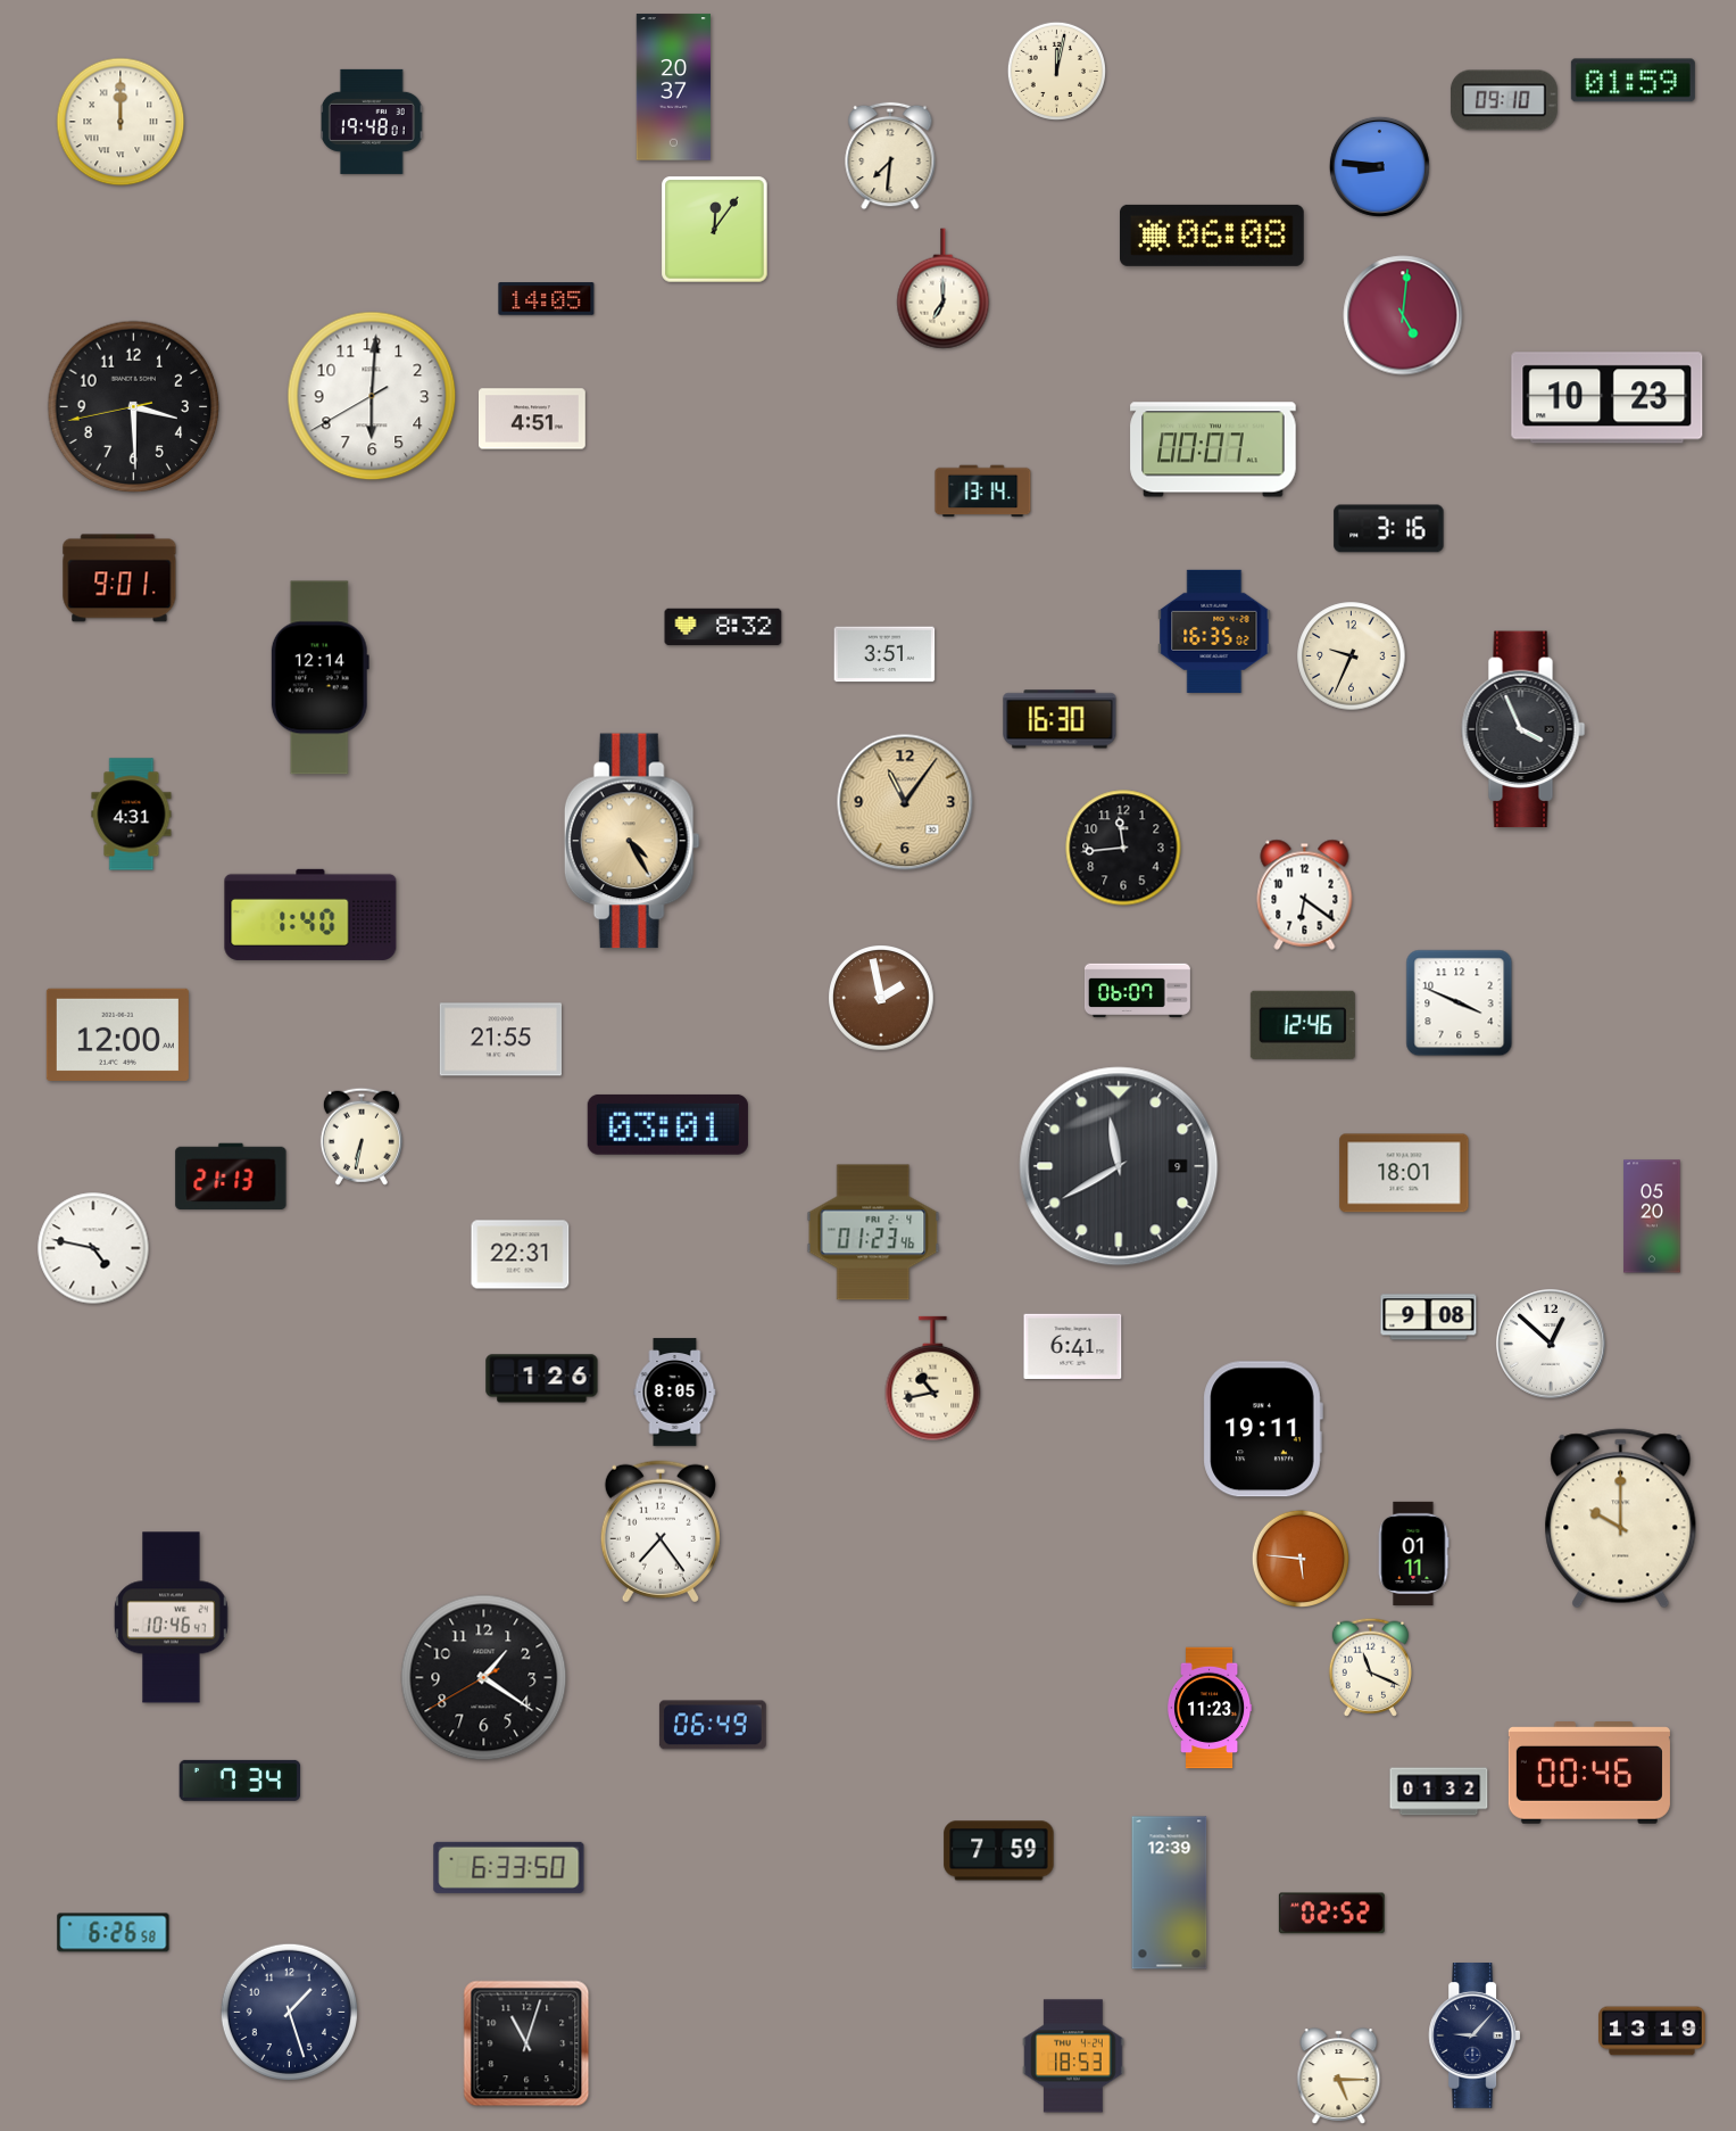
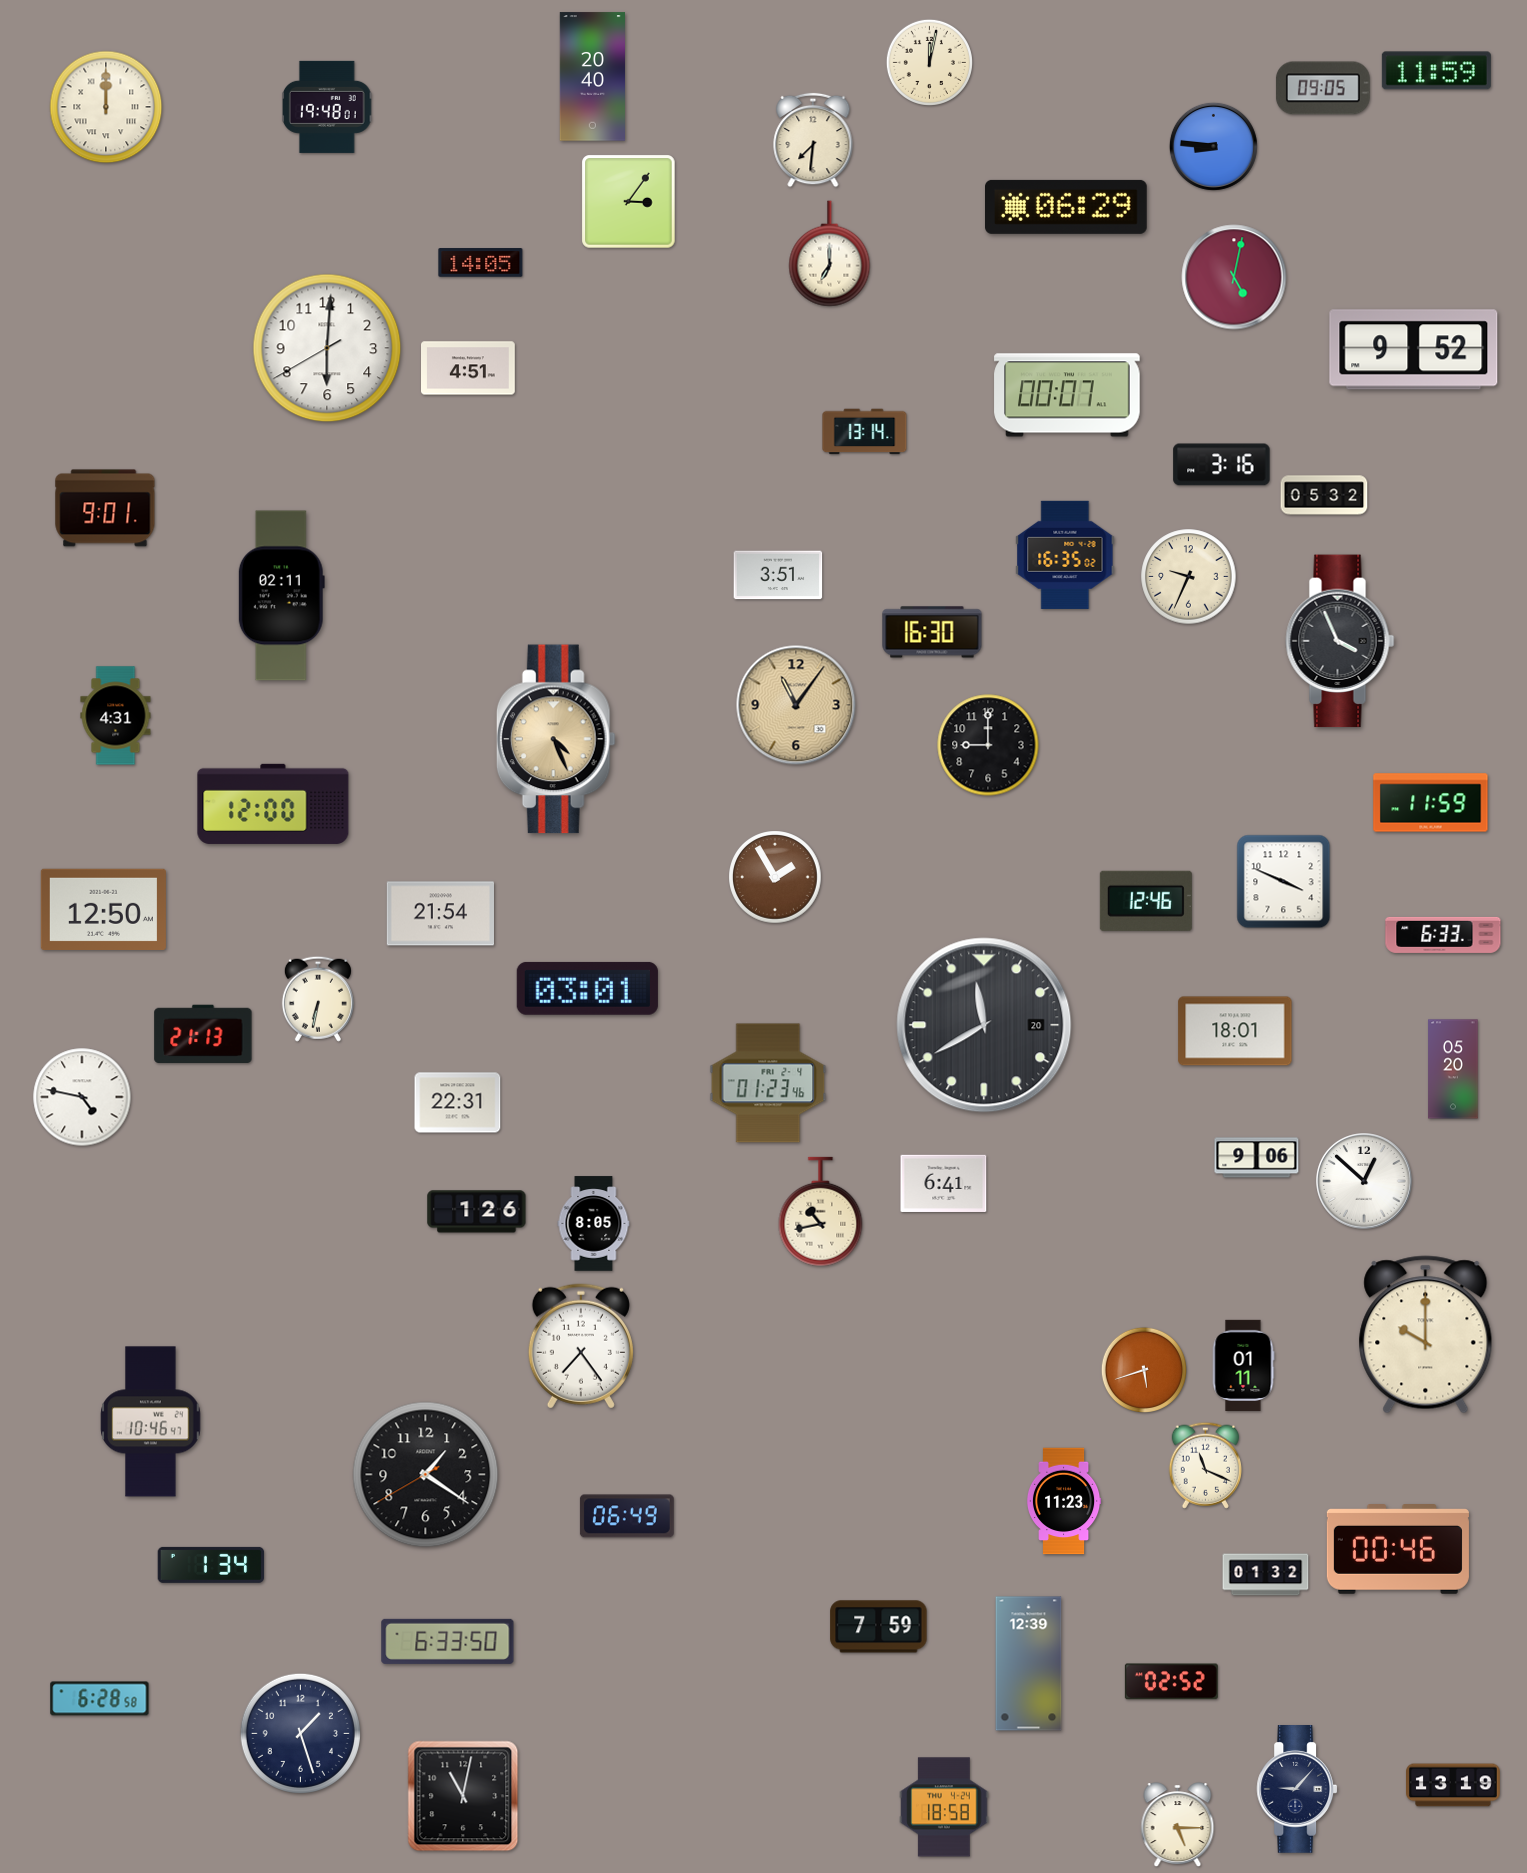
clock at (1633, 81): 01:59 -> 11:59
clock at (673, 88): 20:37 -> 20:40
clock at (1504, 100): 09:10 -> 09:05
clock at (890, 156) position: (890, 156) -> (813, 140)
clock at (715, 230): 12:06 -> 3:06
clock at (1213, 236): 06:08 -> 06:29
clock at (1403, 315): 5:01 -> 5:02
clock at (1608, 398): 10:23 -> 9:52
clock at (134, 407): 3:29 -> none
clock at (1324, 495): none -> 05:32
clock at (723, 627): 8:32 -> none
clock at (1214, 631) position: (1214, 631) -> (1065, 555)
clock at (319, 678): 12:14 -> 02:11
clock at (632, 841): 4:25 -> 4:26
clock at (1123, 848): 11:44 -> 9:00
clock at (1305, 894): 6:21 -> none
clock at (1431, 803): none -> 11:59
clock at (310, 915): 1:40 -> 12:00
clock at (1137, 991): 06:07 -> none
clock at (881, 998): 1:58 -> 1:55
clock at (117, 1034): 12:00 -> 12:50
clock at (500, 1040): 21:55 -> 21:54
clock at (1443, 935): none -> 6:33
clock at (1119, 1166) date: 9 -> 20
clock at (1429, 1318): 9:08 -> 9:06
clock at (1263, 1429): 19:11 -> none
clock at (1299, 1558): 5:46 -> 5:42
clock at (1589, 1774) position: (1589, 1774) -> (1398, 1550)
clock at (240, 1781): 7:34 -> 1:34
clock at (114, 1933): 6:26 -> 6:28
clock at (289, 2012) position: (289, 2012) -> (300, 1733)
clock at (526, 2043): 11:03 -> 11:02
clock at (1073, 2056): 18:53 -> 18:58
